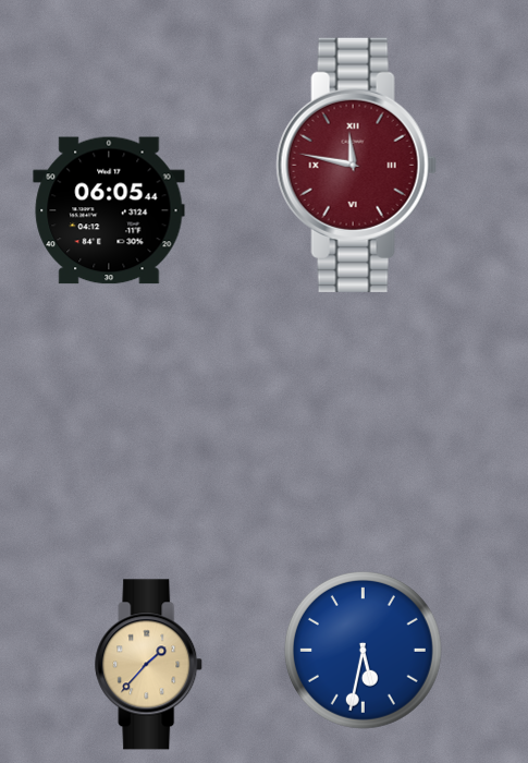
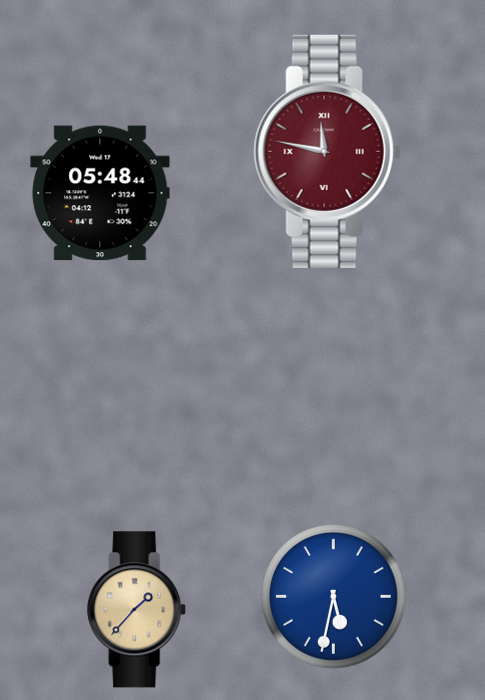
clock at (109, 210): 06:05 -> 05:48
